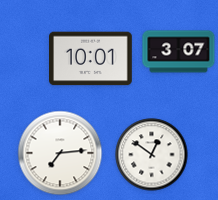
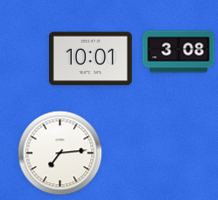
clock at (179, 52): 3:07 -> 3:08
clock at (152, 155): 12:51 -> none
